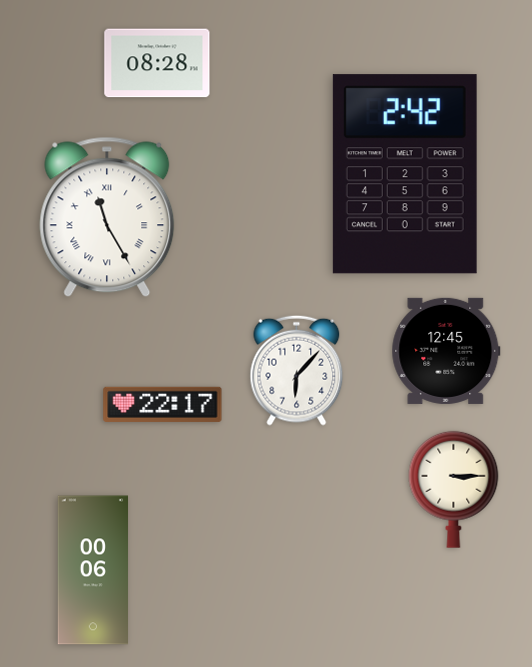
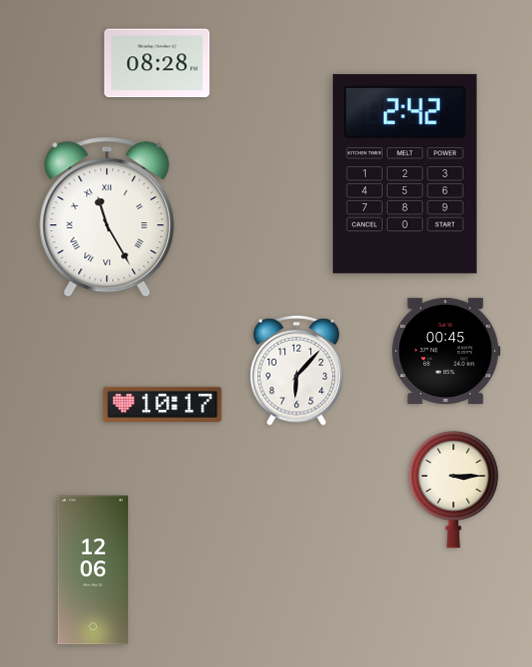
clock at (446, 351): 12:45 -> 00:45
clock at (163, 404): 22:17 -> 10:17
clock at (93, 570): 00:06 -> 12:06
